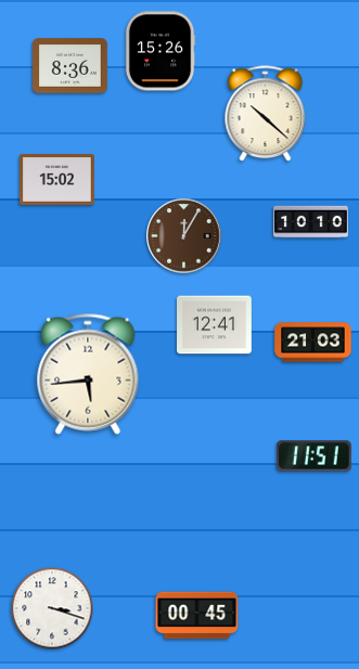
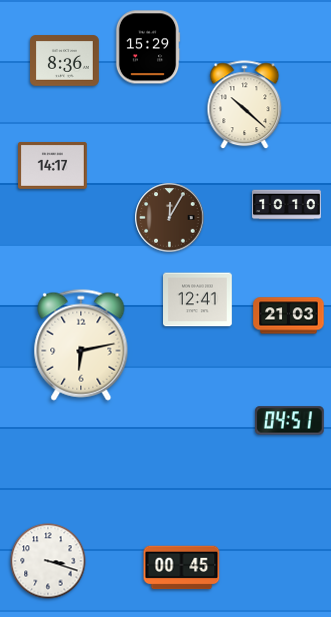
clock at (161, 51): 15:26 -> 15:29
clock at (57, 179): 15:02 -> 14:17
clock at (88, 374): 5:44 -> 6:13
clock at (313, 456): 11:51 -> 04:51
